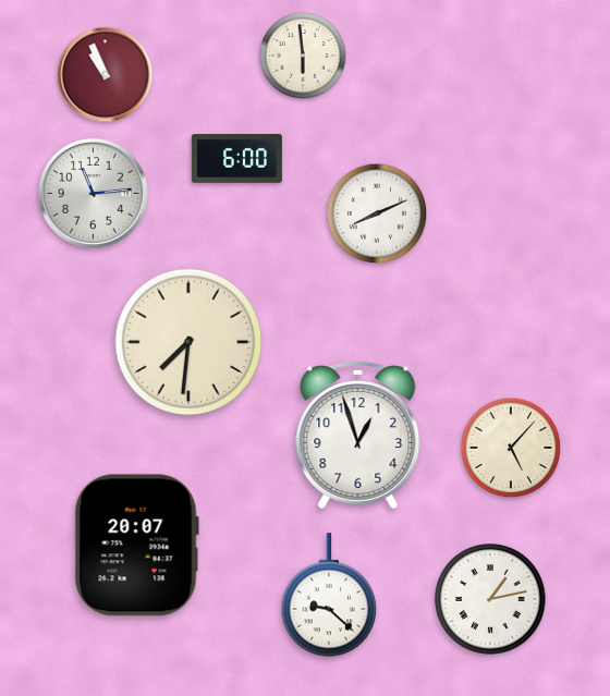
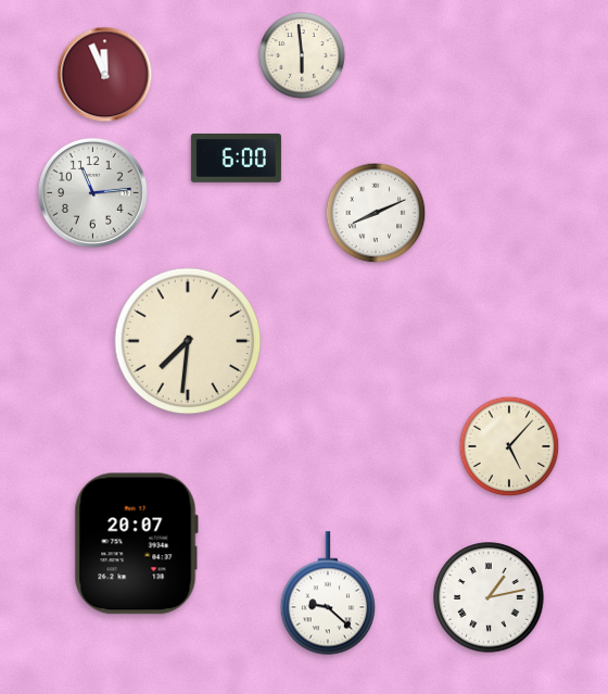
clock at (106, 75): 10:56 -> 11:56
clock at (358, 435): 12:57 -> none
